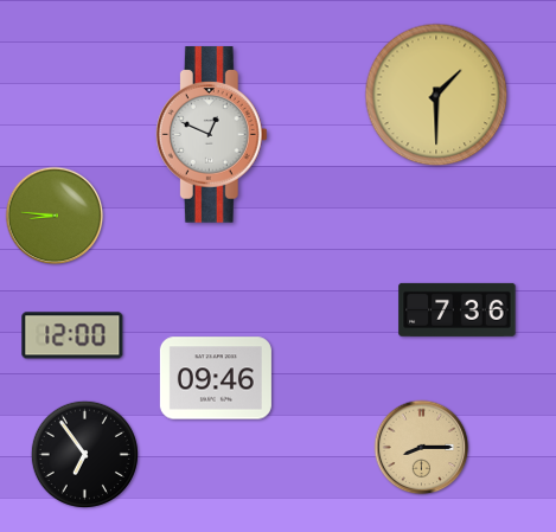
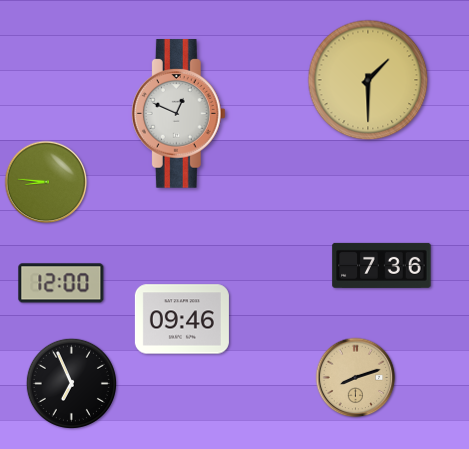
clock at (458, 309) position: (458, 309) -> (382, 265)
clock at (422, 448): 8:15 -> 8:12
clock at (84, 454): 6:54 -> 6:56
